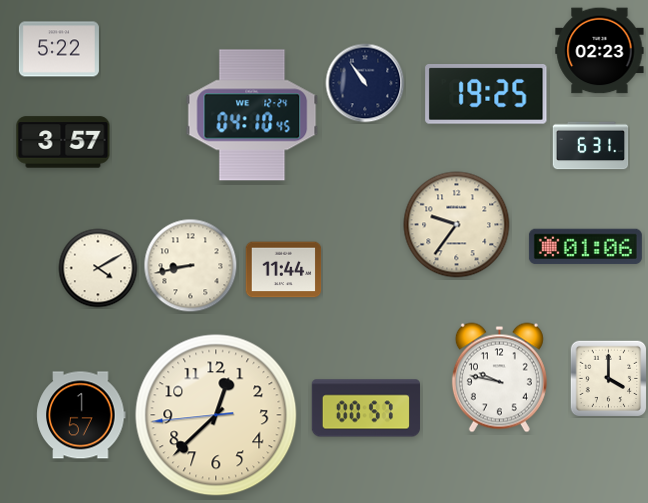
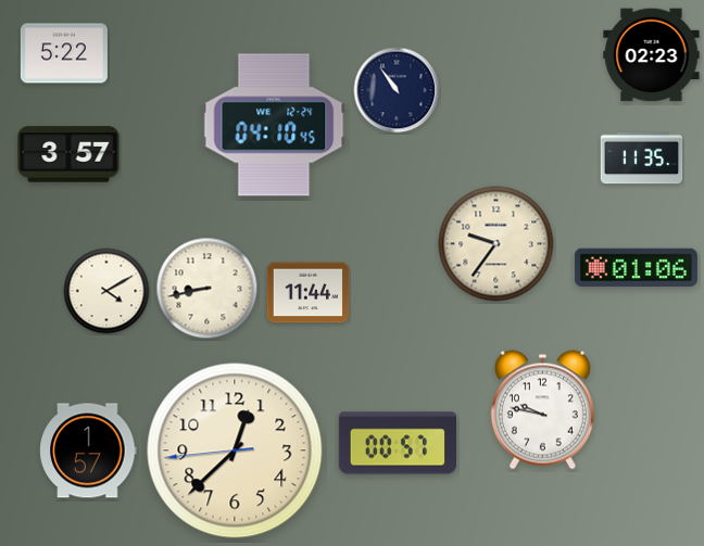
clock at (486, 95): 19:25 -> none
clock at (591, 146): 6:31 -> 11:35
clock at (608, 378): 4:00 -> none
